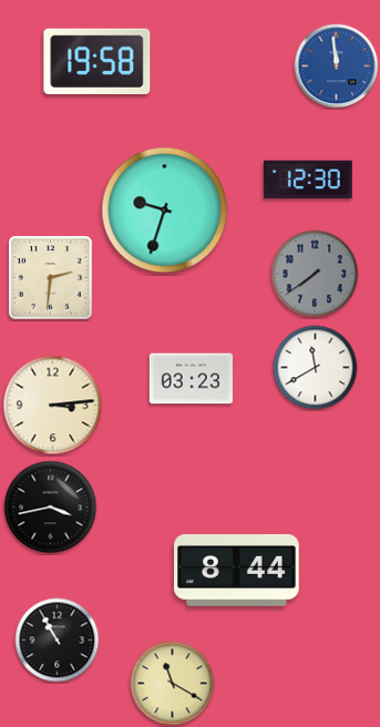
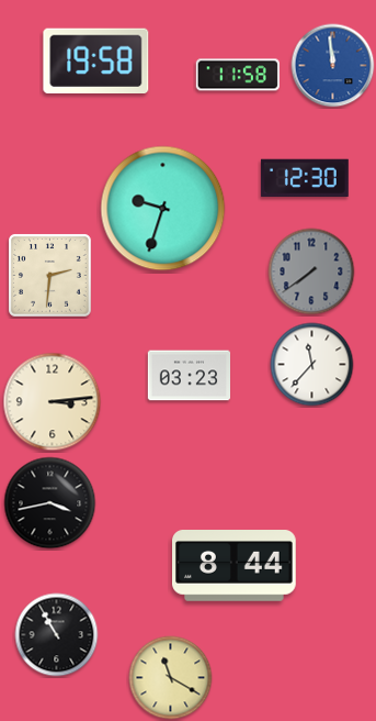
clock at (238, 75): none -> 11:58
clock at (316, 368): 11:40 -> 11:37
